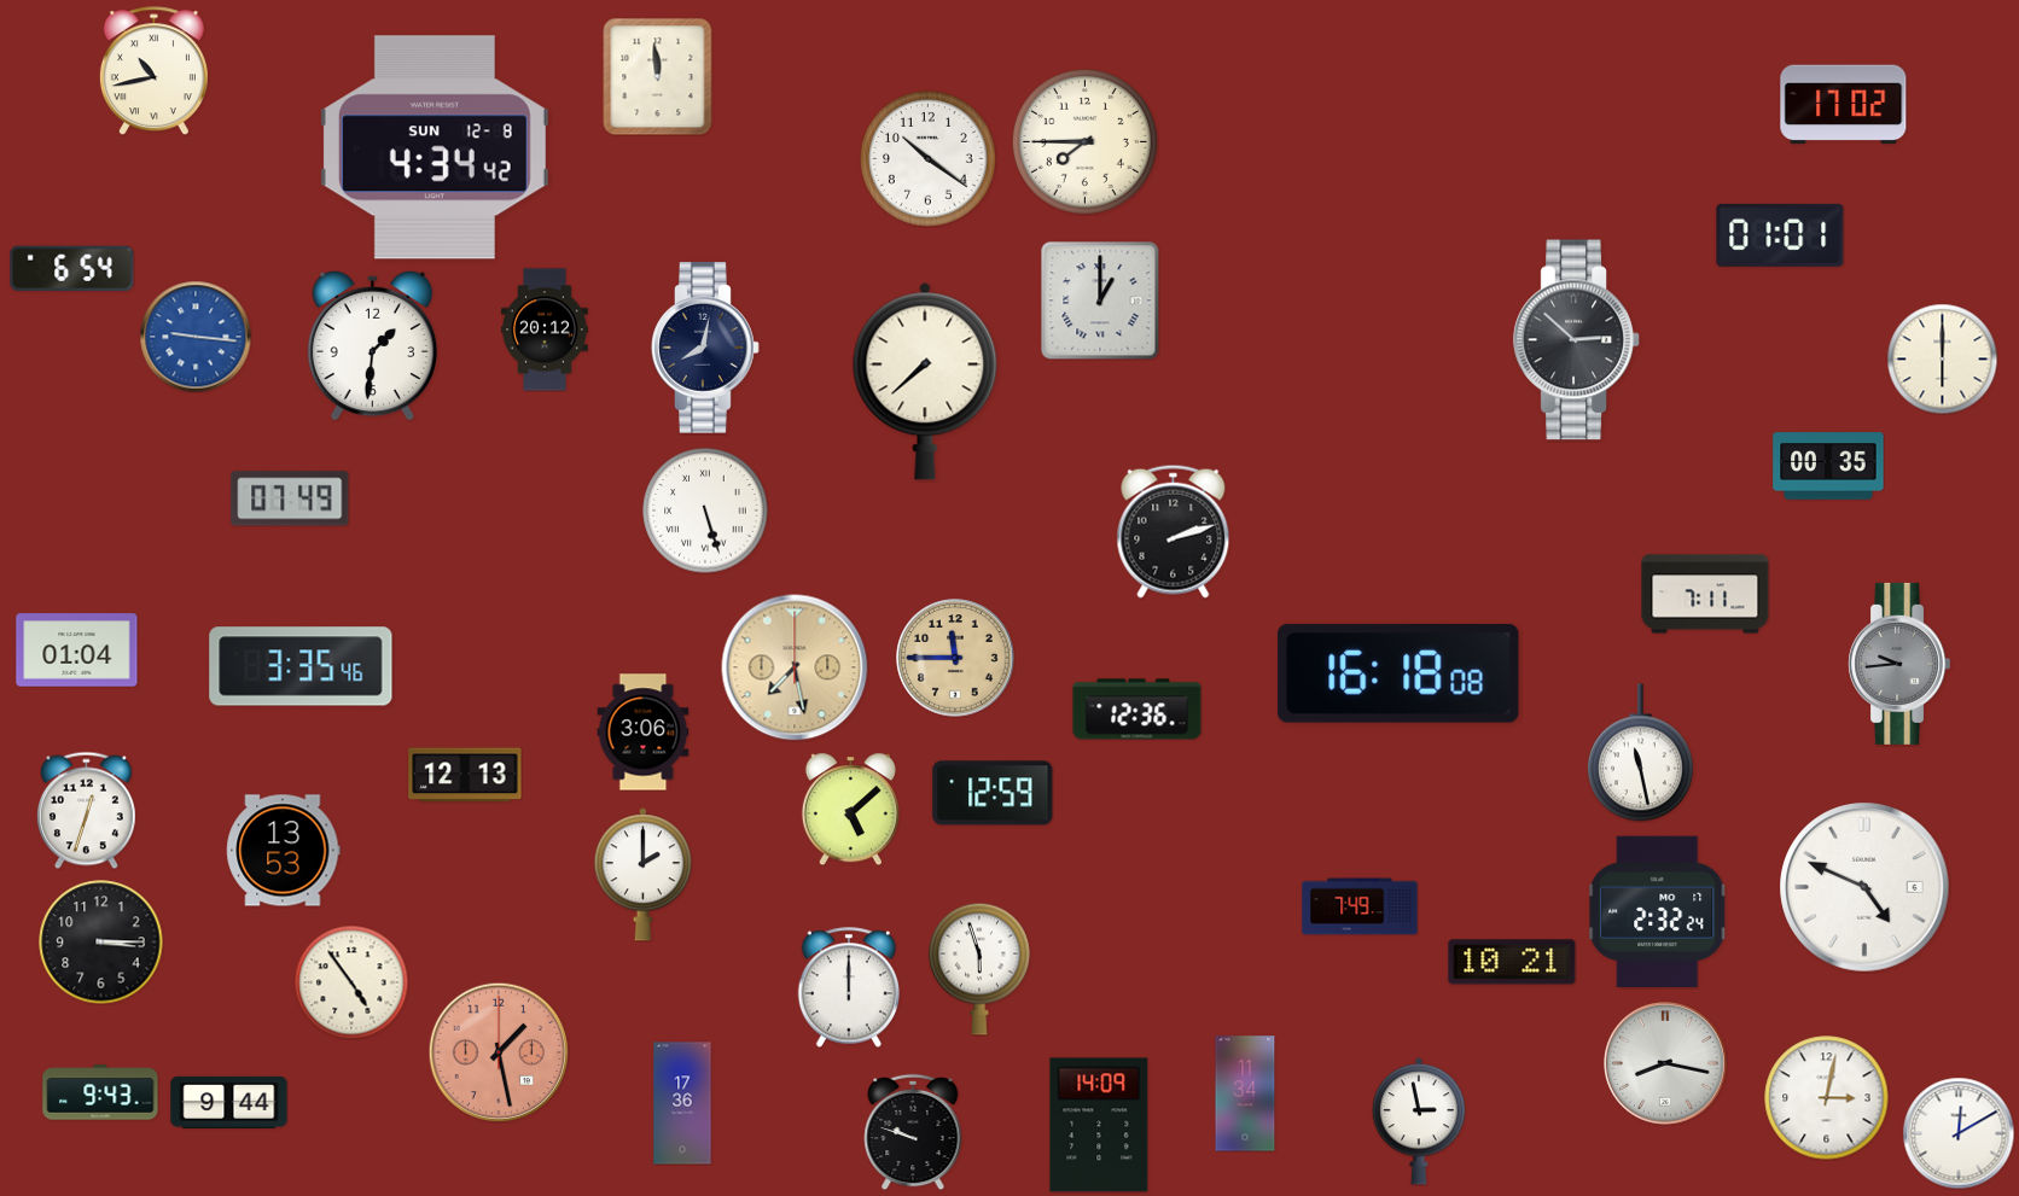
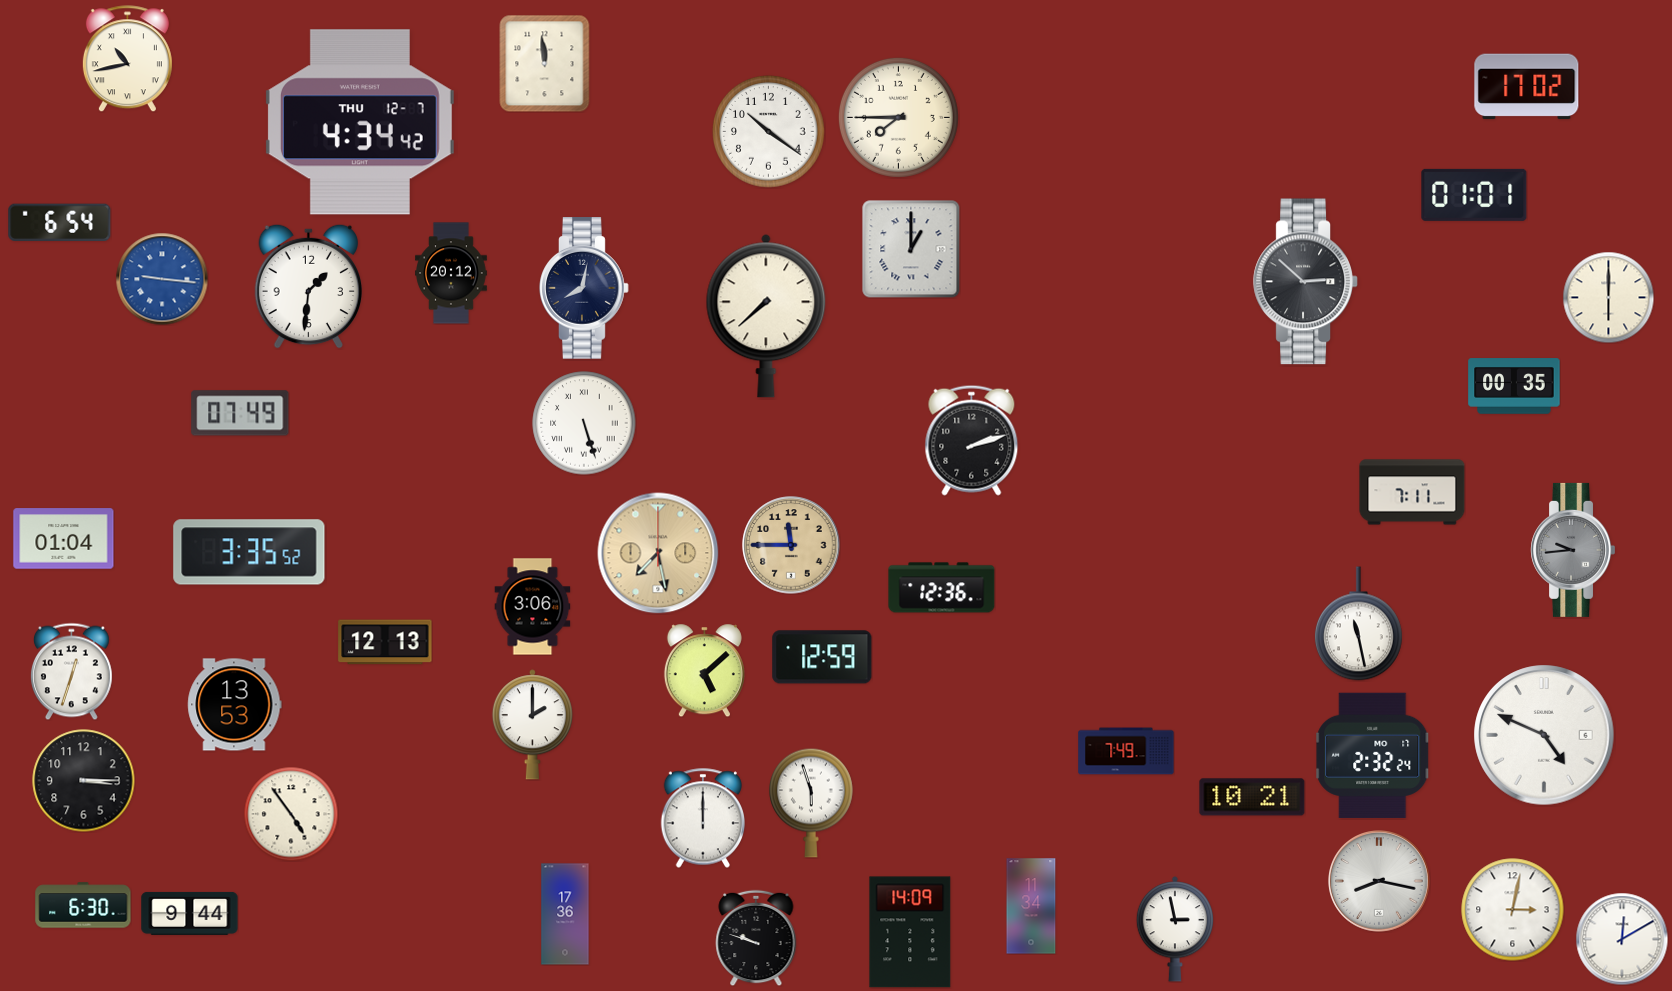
clock at (435, 147) date: SUN 12-8 -> THU 12-7
clock at (301, 666): 3:35:46 -> 3:35:52
clock at (1398, 673): 16:18 -> none
clock at (499, 1052): 1:28 -> none
clock at (100, 1092): 9:43 -> 6:30
